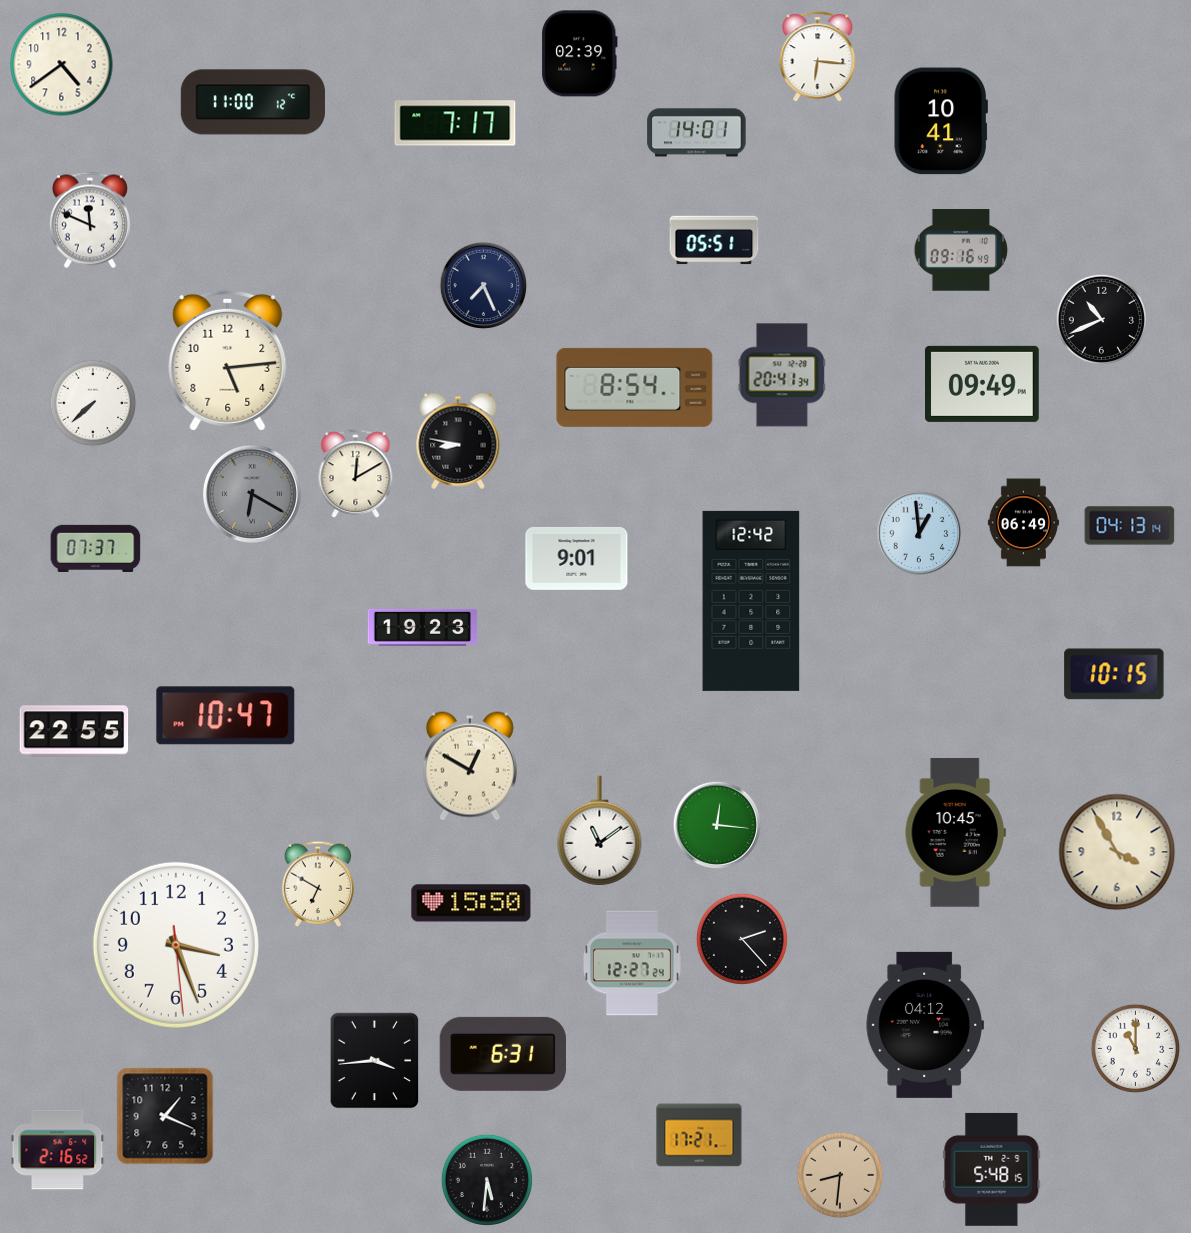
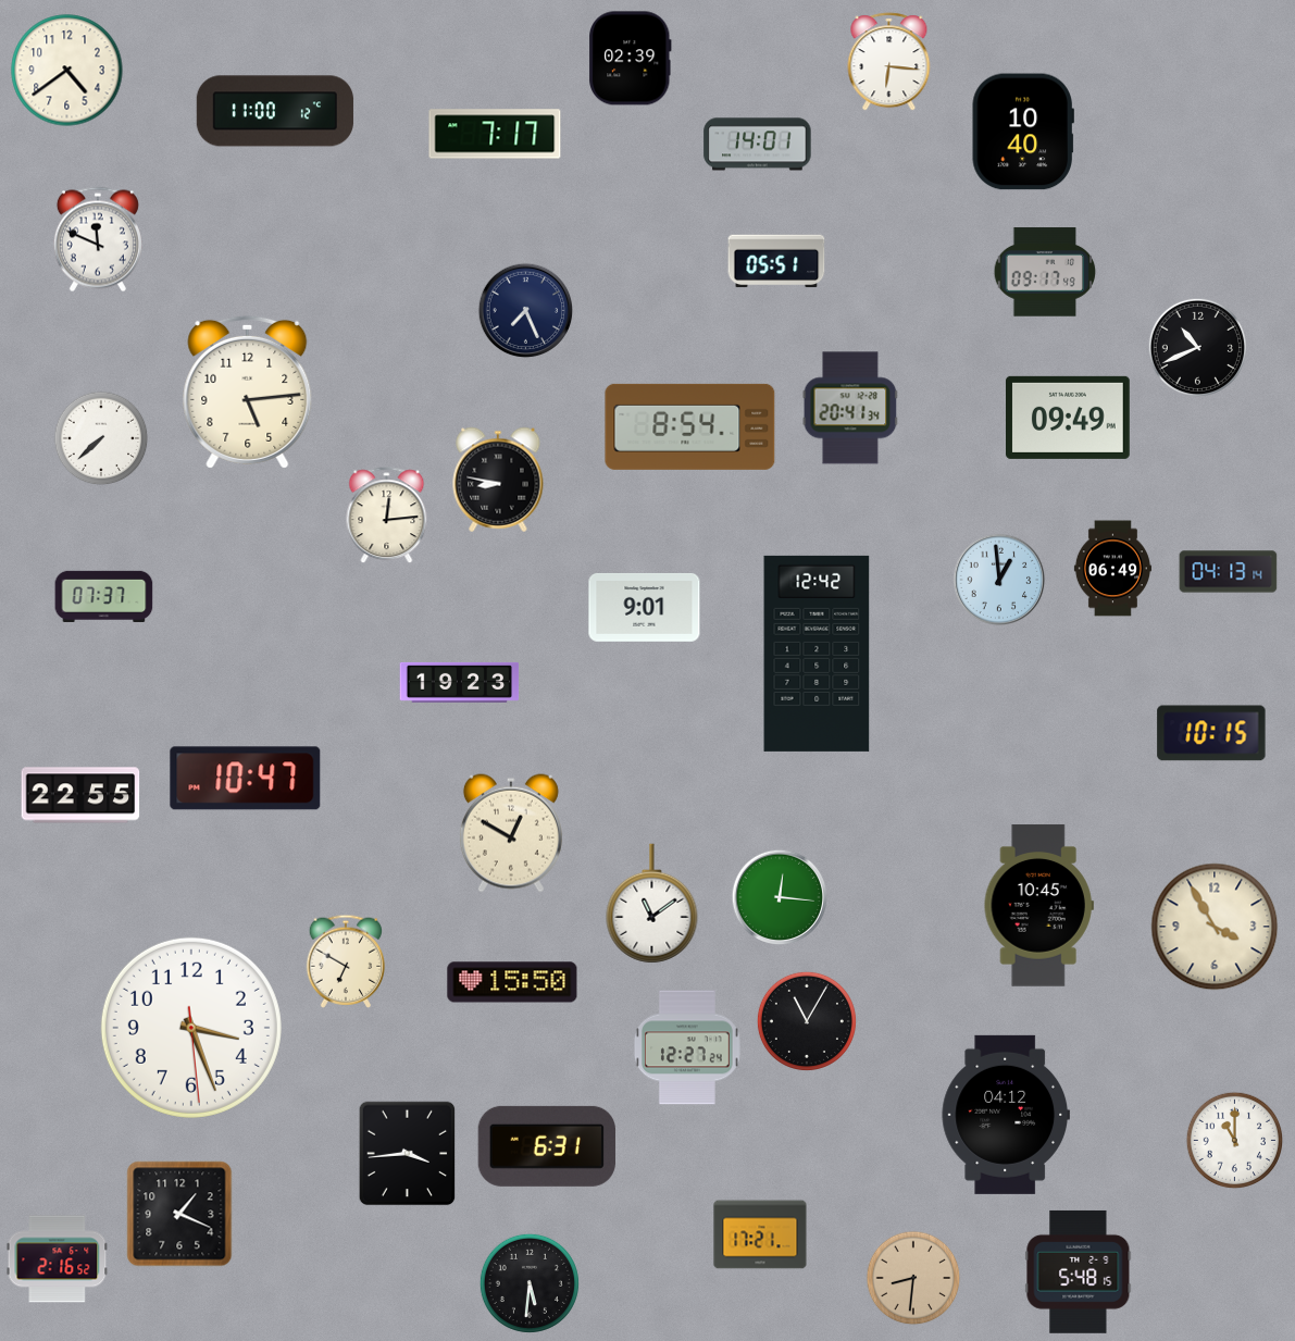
clock at (941, 121): 10:41 -> 10:40
clock at (961, 250): 09:16 -> 09:17
clock at (635, 387) position: (635, 387) -> (690, 426)
clock at (356, 474): 12:10 -> 12:14
clock at (252, 494): 6:20 -> none
clock at (577, 558) position: (577, 558) -> (645, 607)
clock at (742, 939): 2:23 -> 11:05
clock at (58, 1150) position: (58, 1150) -> (58, 1259)
